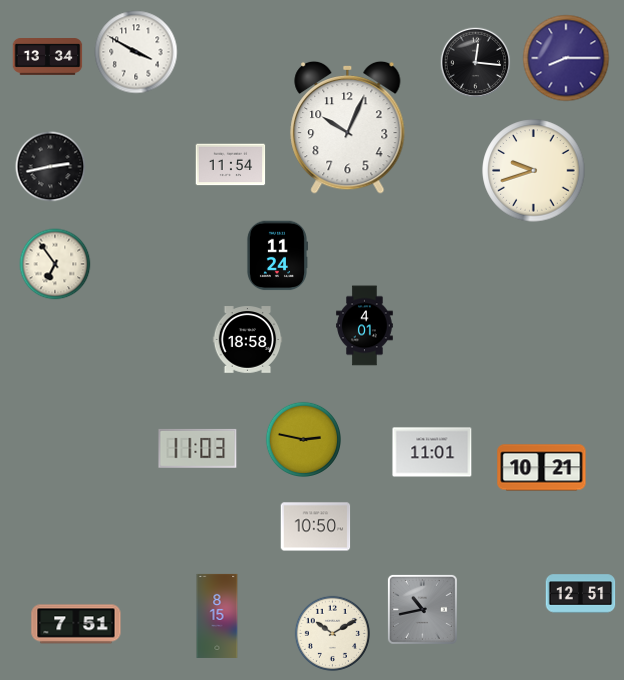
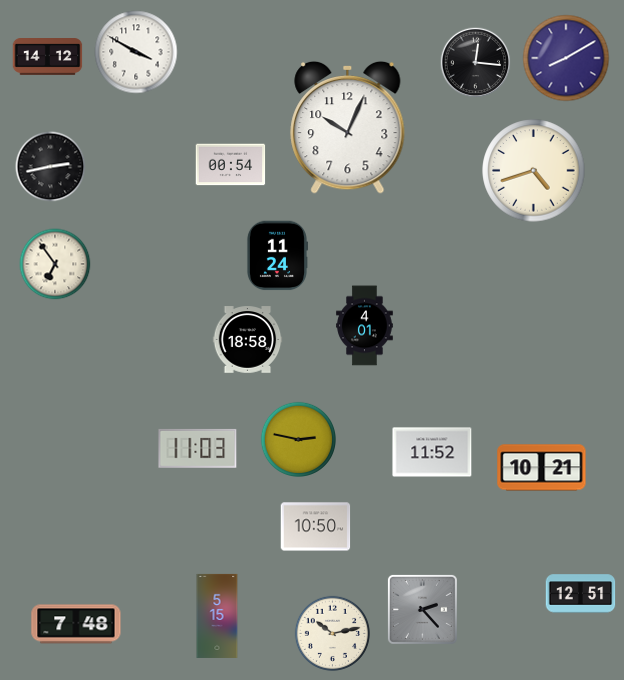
clock at (48, 57): 13:34 -> 14:12
clock at (566, 58): 8:15 -> 8:10
clock at (231, 165): 11:54 -> 00:54
clock at (534, 171): 9:42 -> 4:42
clock at (303, 439) position: (303, 439) -> (298, 439)
clock at (432, 452): 11:01 -> 11:52
clock at (422, 609): 10:43 -> 2:23
clock at (217, 616): 8:15 -> 5:15
clock at (76, 624): 7:51 -> 7:48
clock at (332, 633): 10:10 -> 10:13
